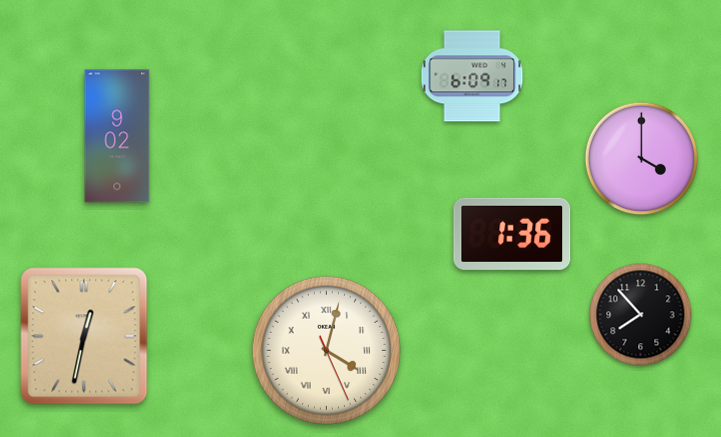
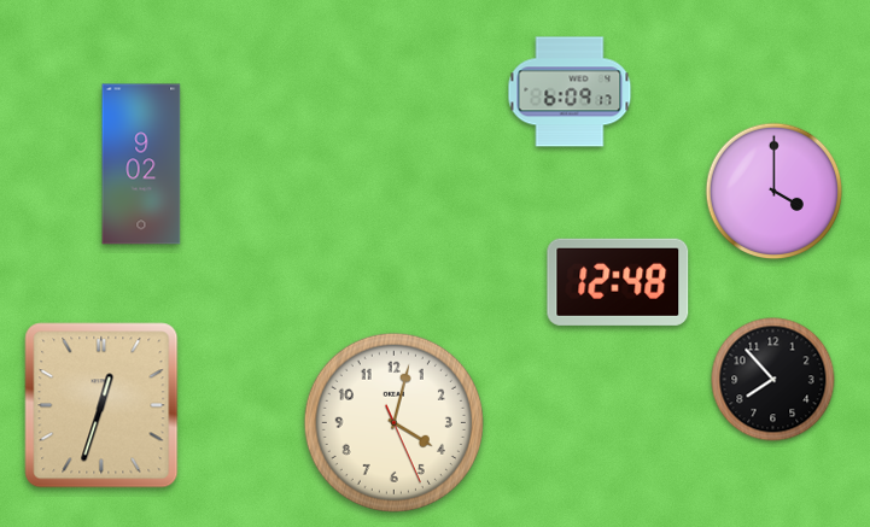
clock at (512, 234): 1:36 -> 12:48
clock at (84, 336): 12:32 -> 12:33
clock at (326, 350) numerals: Roman -> Arabic
